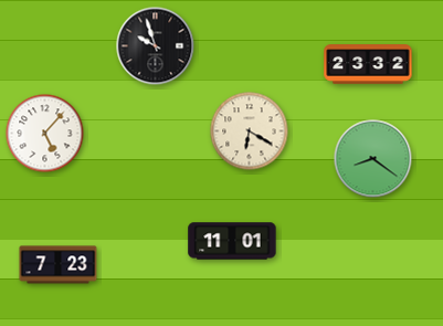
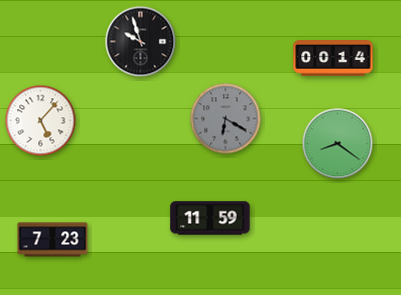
clock at (368, 64): 23:32 -> 00:14
clock at (250, 132) dial: cream -> grey
clock at (232, 241): 11:01 -> 11:59
